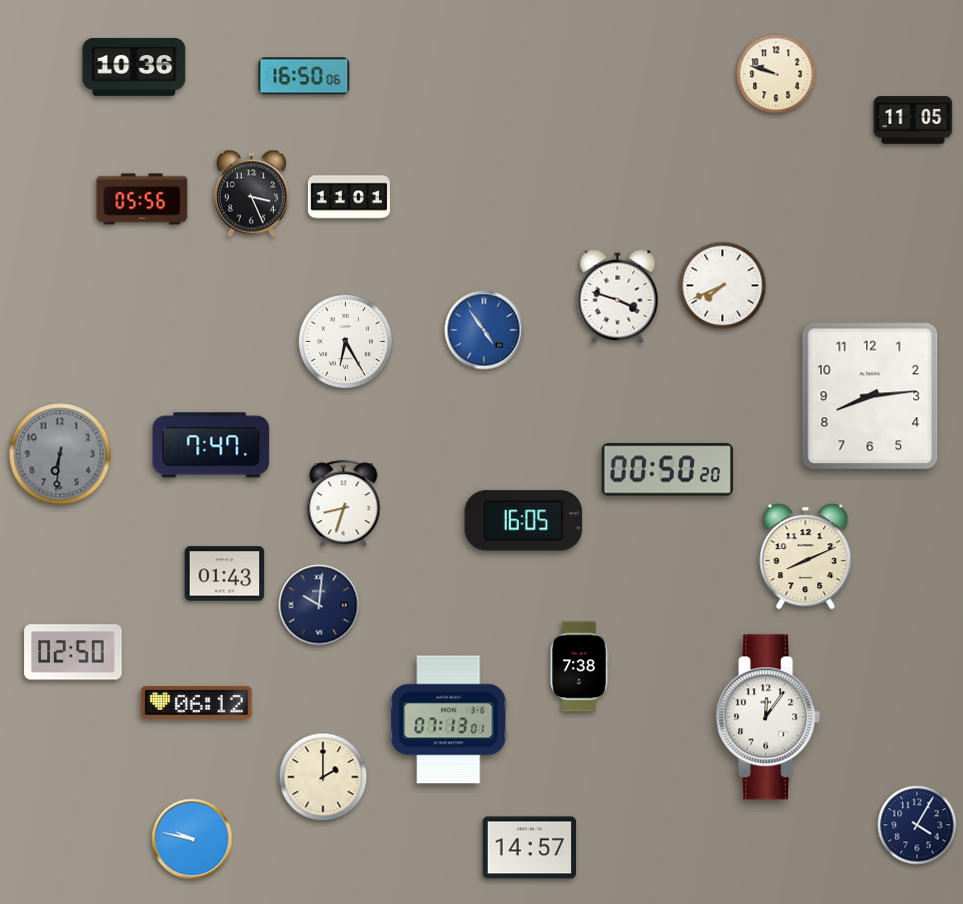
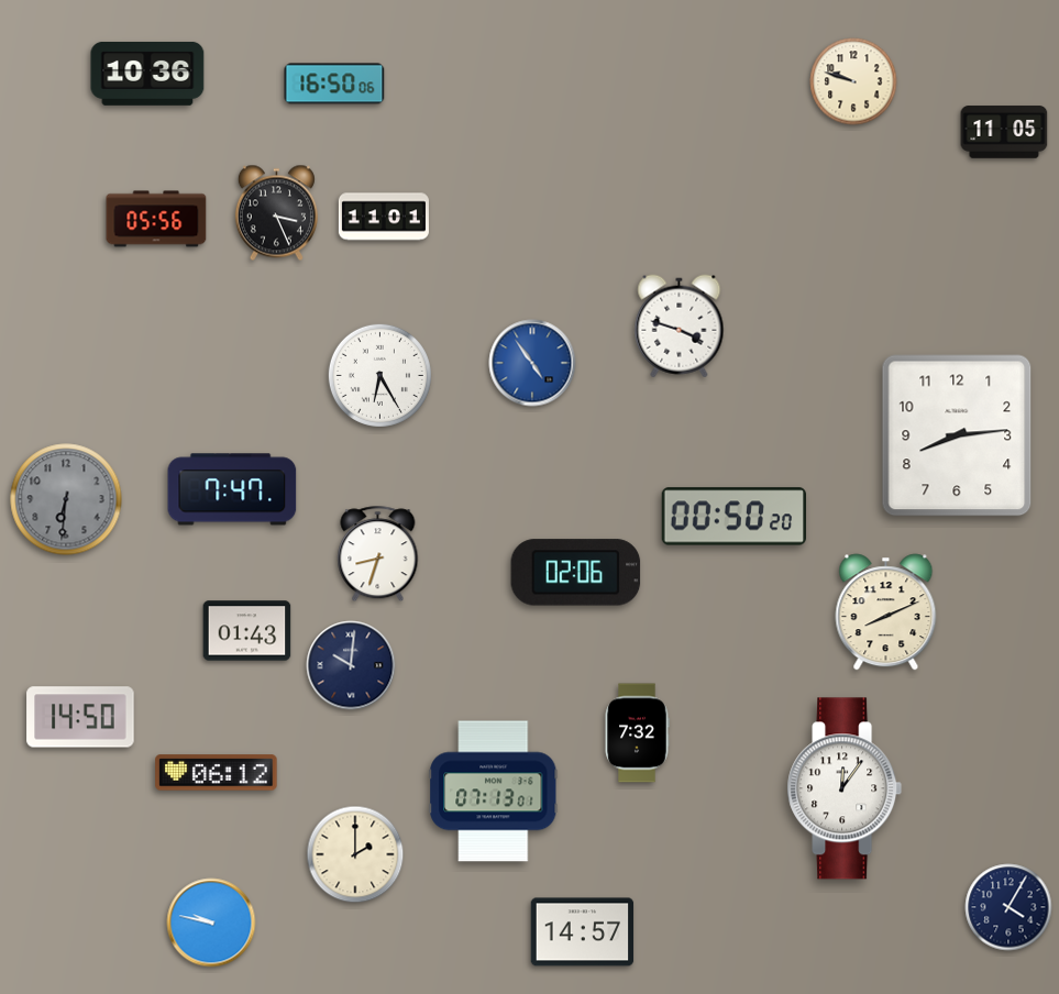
clock at (723, 286): 7:41 -> none
clock at (524, 521): 16:05 -> 02:06
clock at (73, 652): 02:50 -> 14:50
clock at (579, 667): 7:38 -> 7:32
